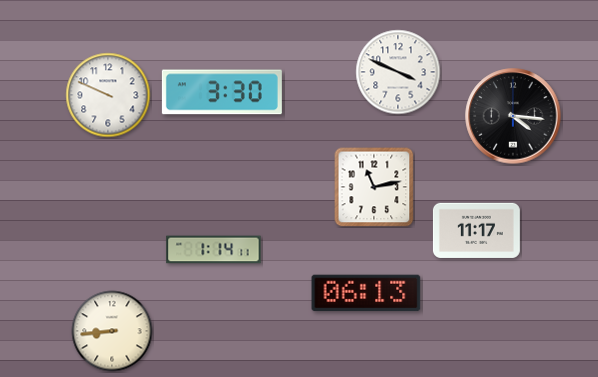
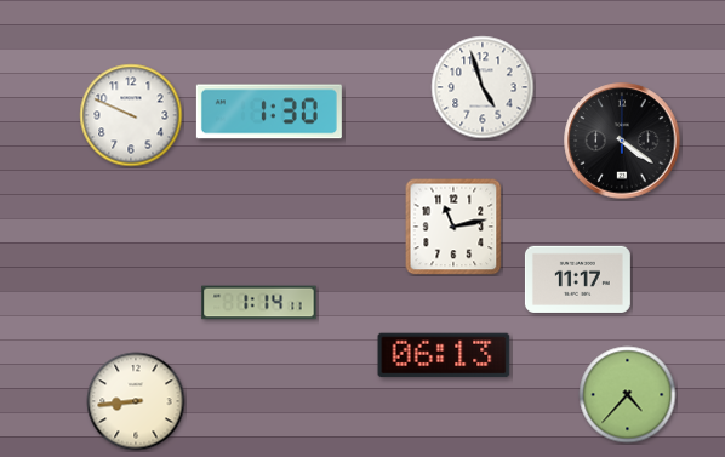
clock at (398, 72): 3:49 -> 4:57
clock at (222, 92): 3:30 -> 1:30
clock at (513, 116): 4:16 -> 4:21
clock at (628, 395): none -> 4:37
